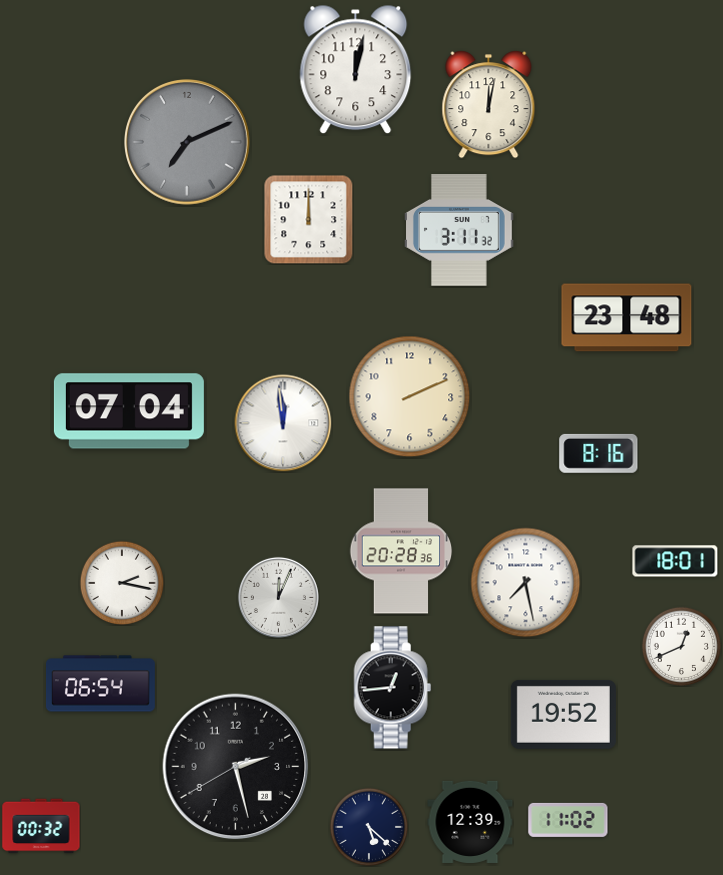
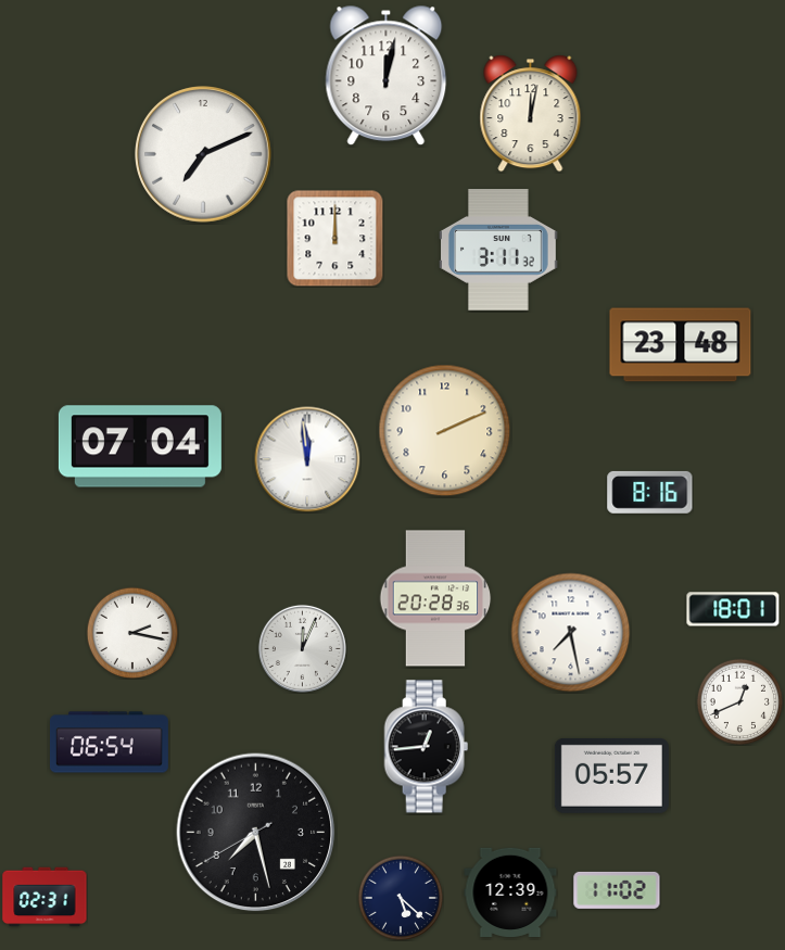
clock at (188, 143) dial: grey -> white
clock at (563, 714): 19:52 -> 05:57
clock at (236, 767): 2:27 -> 7:27
clock at (41, 826): 00:32 -> 02:31
